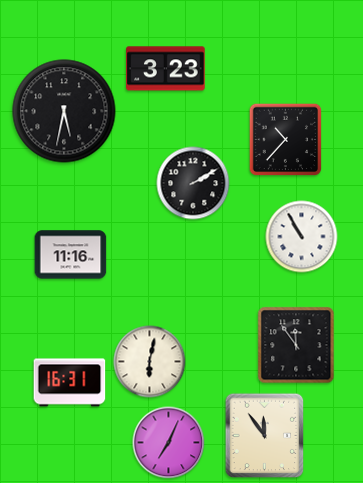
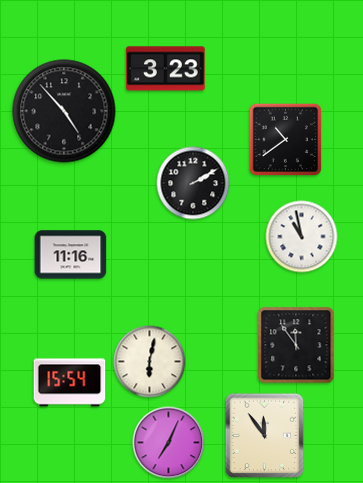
clock at (64, 111): 5:32 -> 4:53
clock at (286, 140): 10:37 -> 10:39
clock at (302, 237): 10:55 -> 10:58
clock at (70, 383): 16:31 -> 15:54
